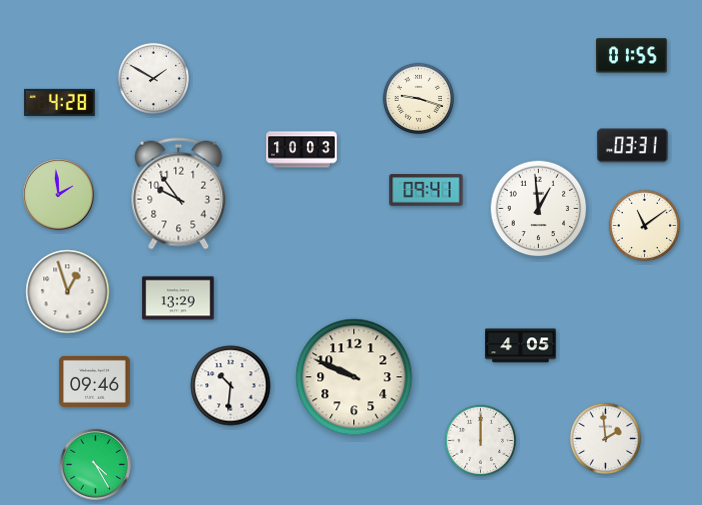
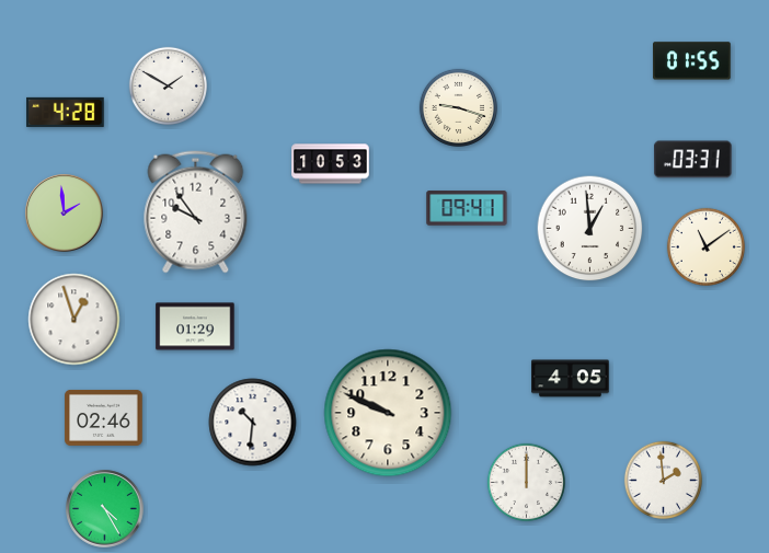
clock at (302, 150): 10:03 -> 10:53
clock at (178, 298): 13:29 -> 01:29
clock at (95, 381): 09:46 -> 02:46
